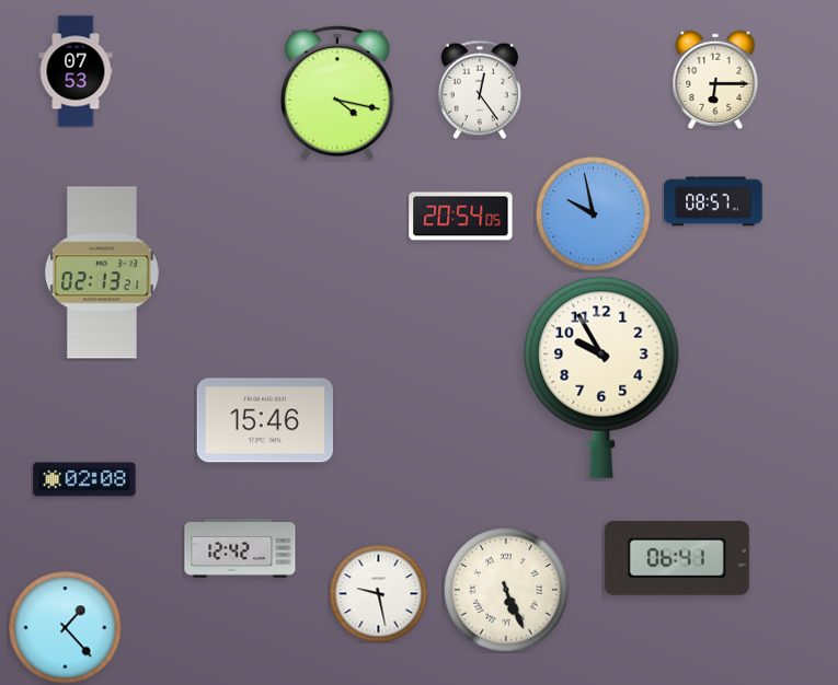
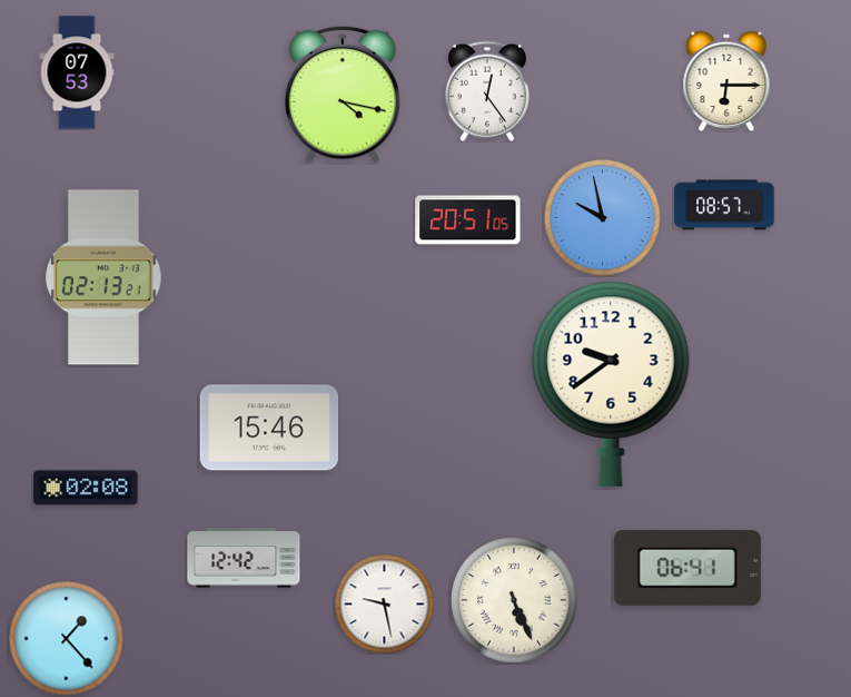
clock at (461, 217): 20:54 -> 20:51
clock at (601, 378): 9:55 -> 9:39
